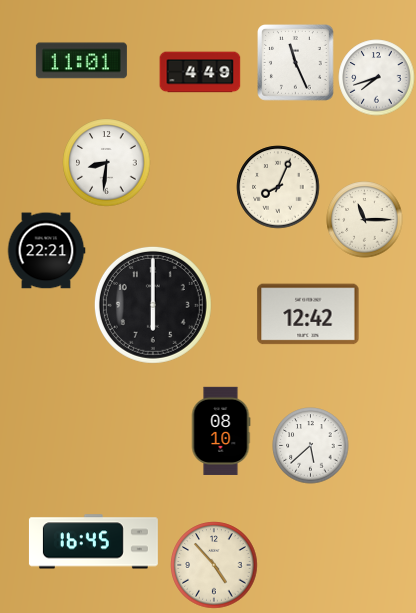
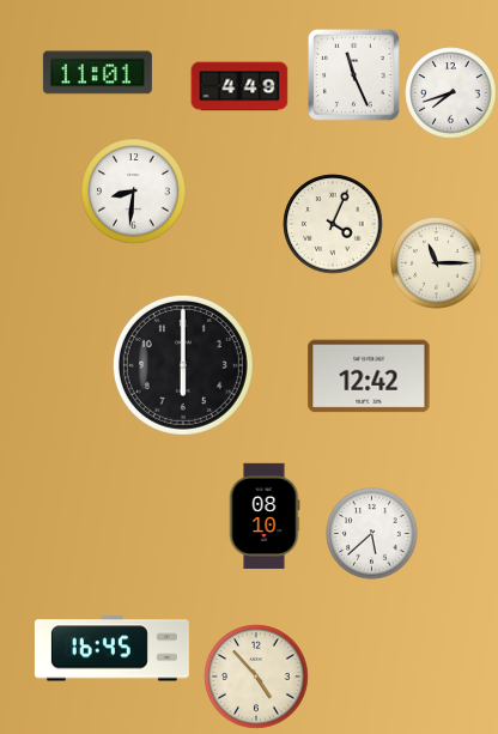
clock at (107, 163) position: (107, 163) -> (134, 192)
clock at (278, 187): 8:04 -> 4:04
clock at (46, 251): 22:21 -> none
